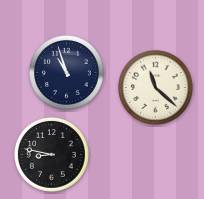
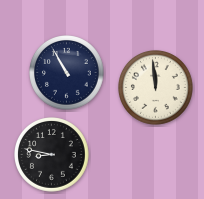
clock at (67, 73): 10:57 -> 10:55
clock at (156, 88): 11:22 -> 11:59
